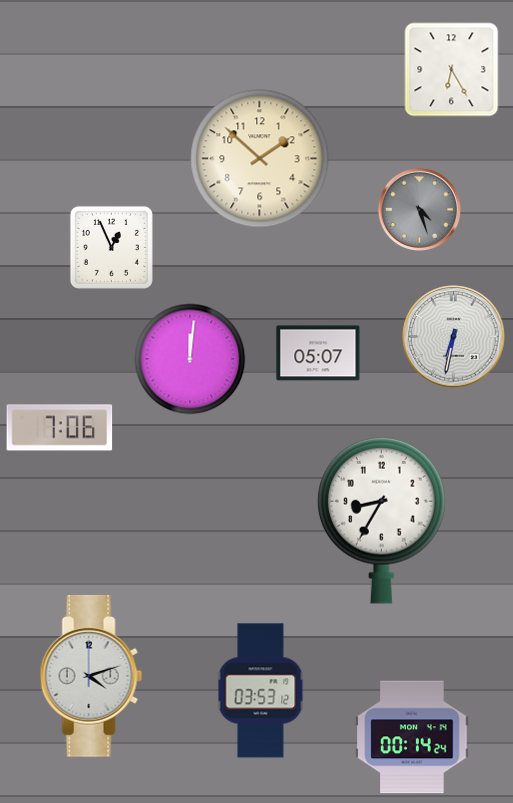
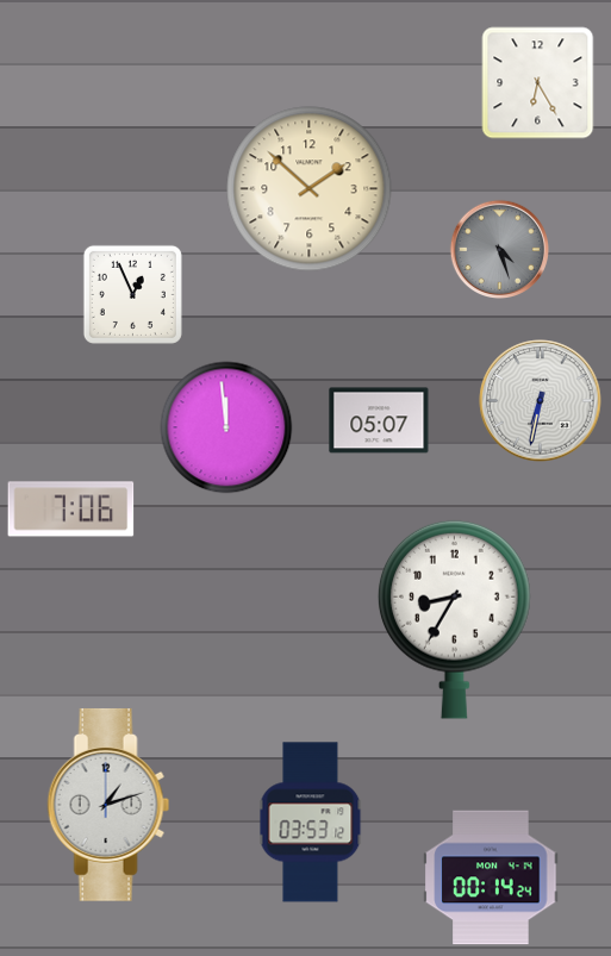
clock at (190, 359): 12:01 -> 11:59
clock at (91, 676): 4:12 -> 1:12
